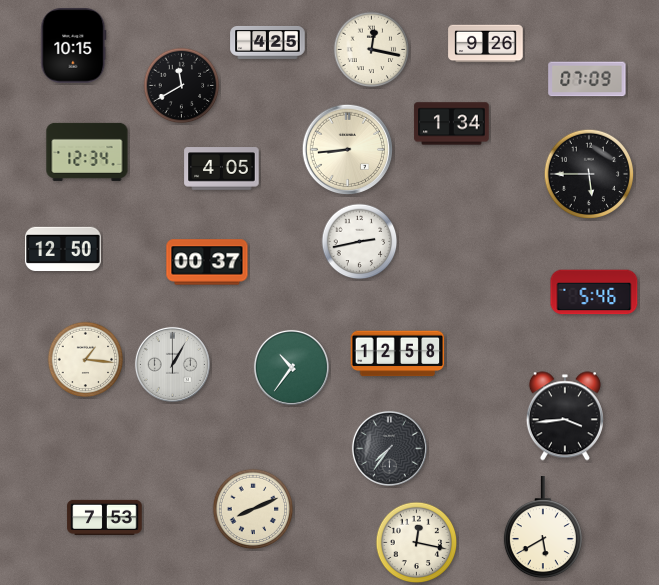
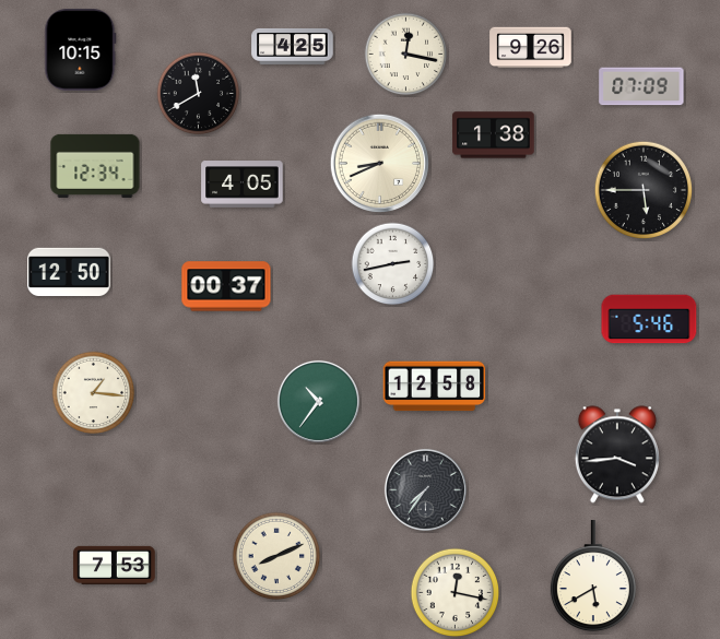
clock at (452, 124): 1:34 -> 1:38
clock at (347, 149): 8:44 -> 8:41
clock at (172, 364): 1:05 -> none
